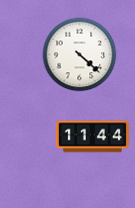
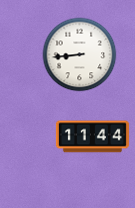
clock at (80, 55): 4:22 -> 8:44
